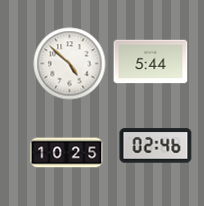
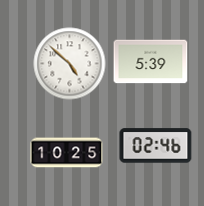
clock at (151, 62): 5:44 -> 5:39
